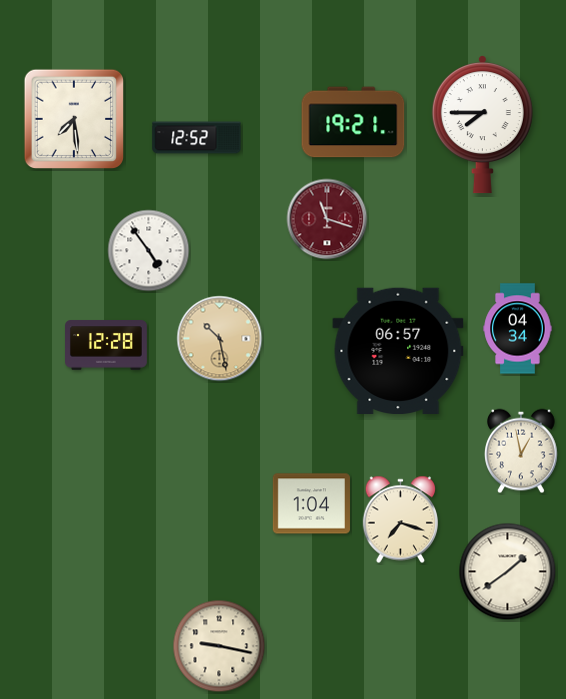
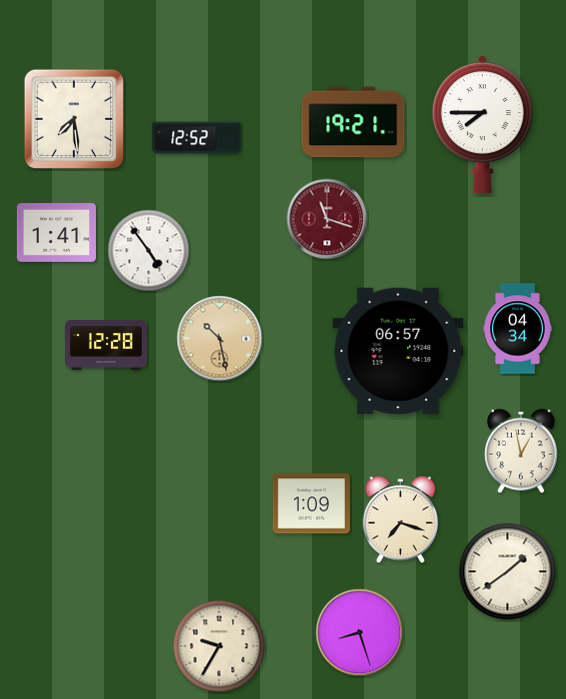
clock at (56, 233): none -> 1:41
clock at (311, 504): 1:04 -> 1:09
clock at (360, 633): none -> 8:27
clock at (219, 646): 9:17 -> 9:35
